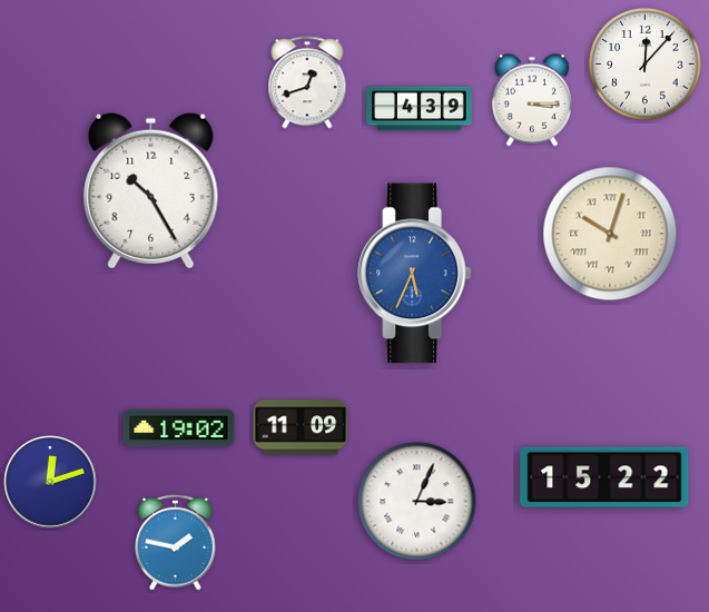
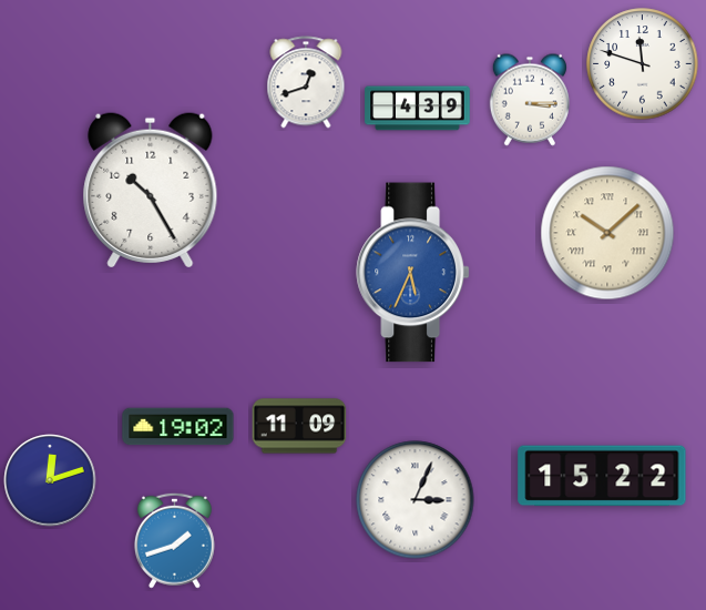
clock at (646, 65): 12:07 -> 11:48
clock at (610, 234): 10:03 -> 10:08
clock at (175, 542): 1:47 -> 1:42
